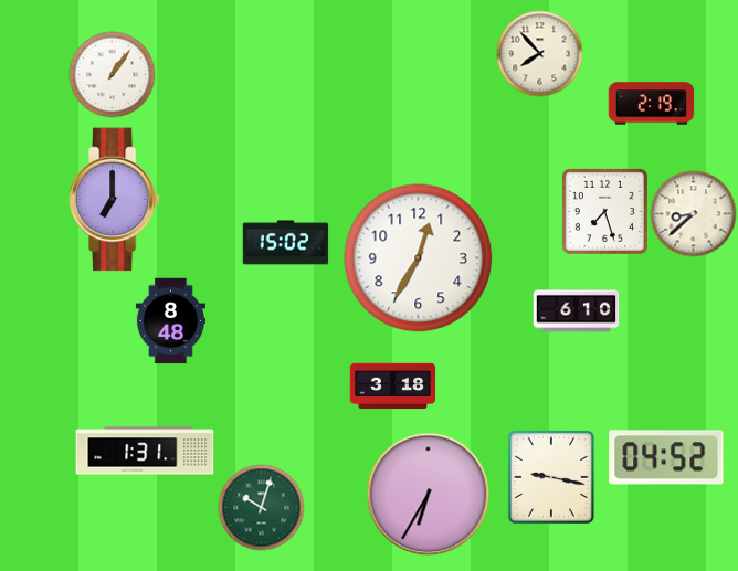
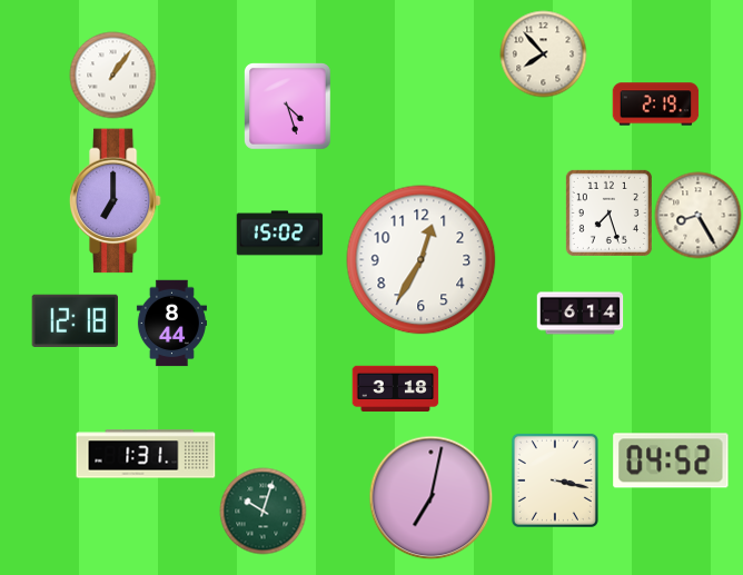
clock at (288, 107): none -> 4:27
clock at (693, 213): 8:38 -> 8:25
clock at (285, 243) position: (285, 243) -> (279, 234)
clock at (576, 311): 6:10 -> 6:14
clock at (75, 320): none -> 12:18
clock at (170, 320): 8:48 -> 8:44
clock at (551, 477): 9:17 -> 3:17
clock at (428, 494): 6:35 -> 7:02
